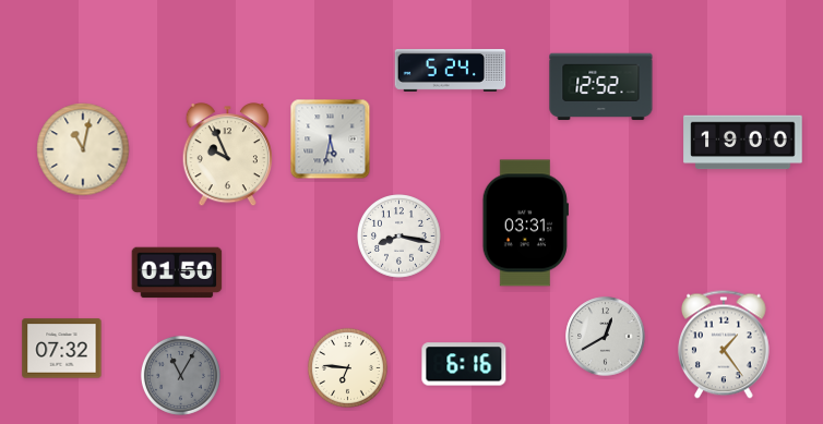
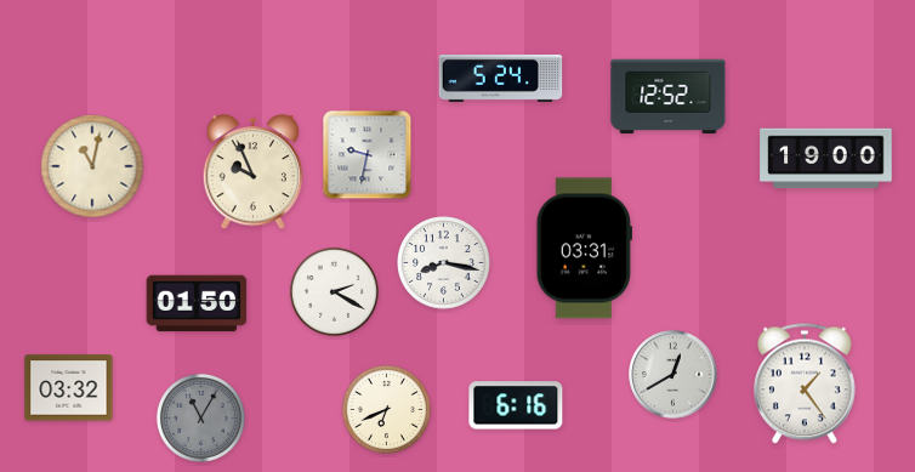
clock at (331, 140): 5:32 -> 9:32
clock at (334, 291): none -> 2:20
clock at (62, 349): 07:32 -> 03:32
clock at (347, 367): 6:46 -> 6:41
